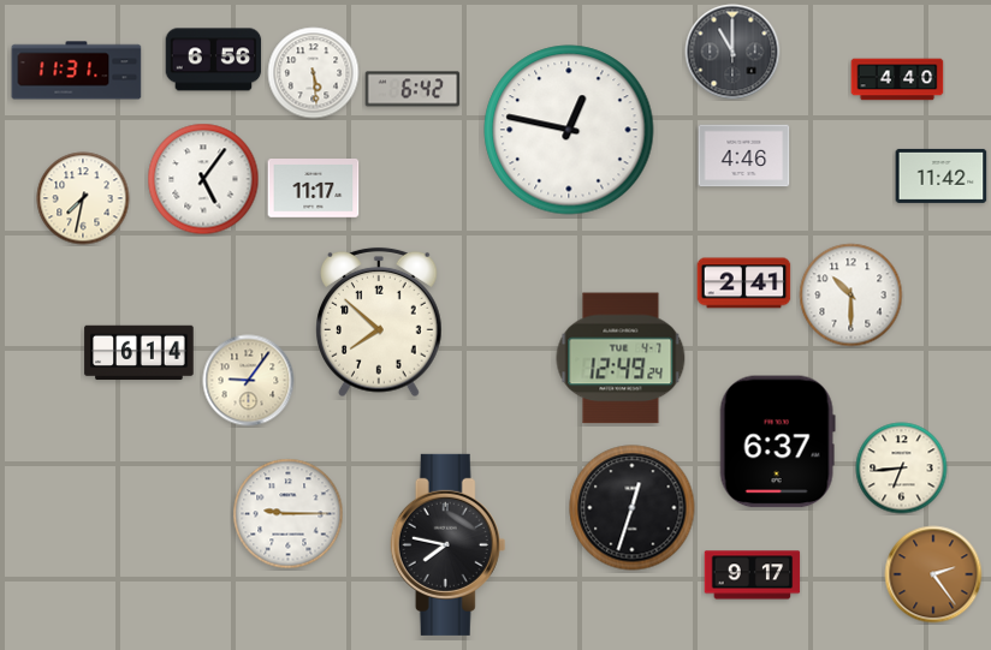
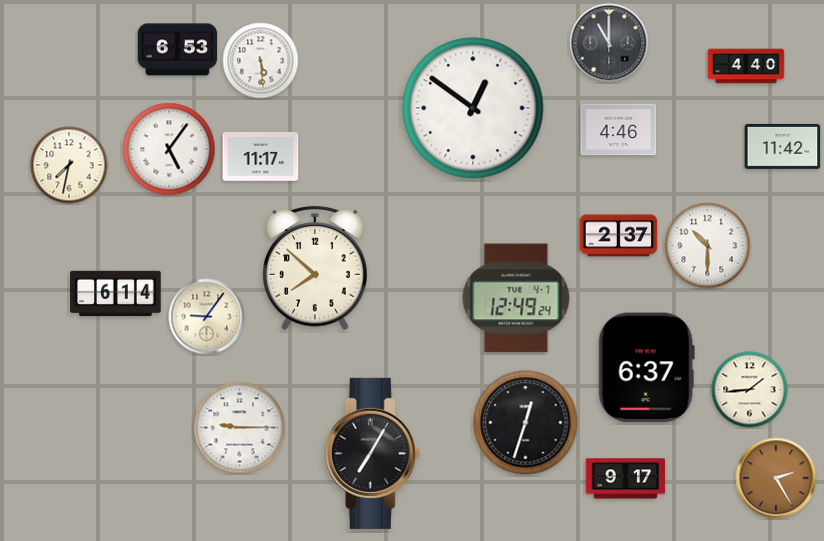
clock at (214, 60): 6:56 -> 6:53
clock at (77, 71): 11:31 -> none
clock at (413, 89): 6:42 -> none
clock at (569, 130): 12:47 -> 12:51
clock at (744, 284): 2:41 -> 2:37
clock at (902, 469): 6:44 -> 1:44
clock at (449, 544): 7:47 -> 7:05
clock at (933, 574): 2:24 -> 2:25
